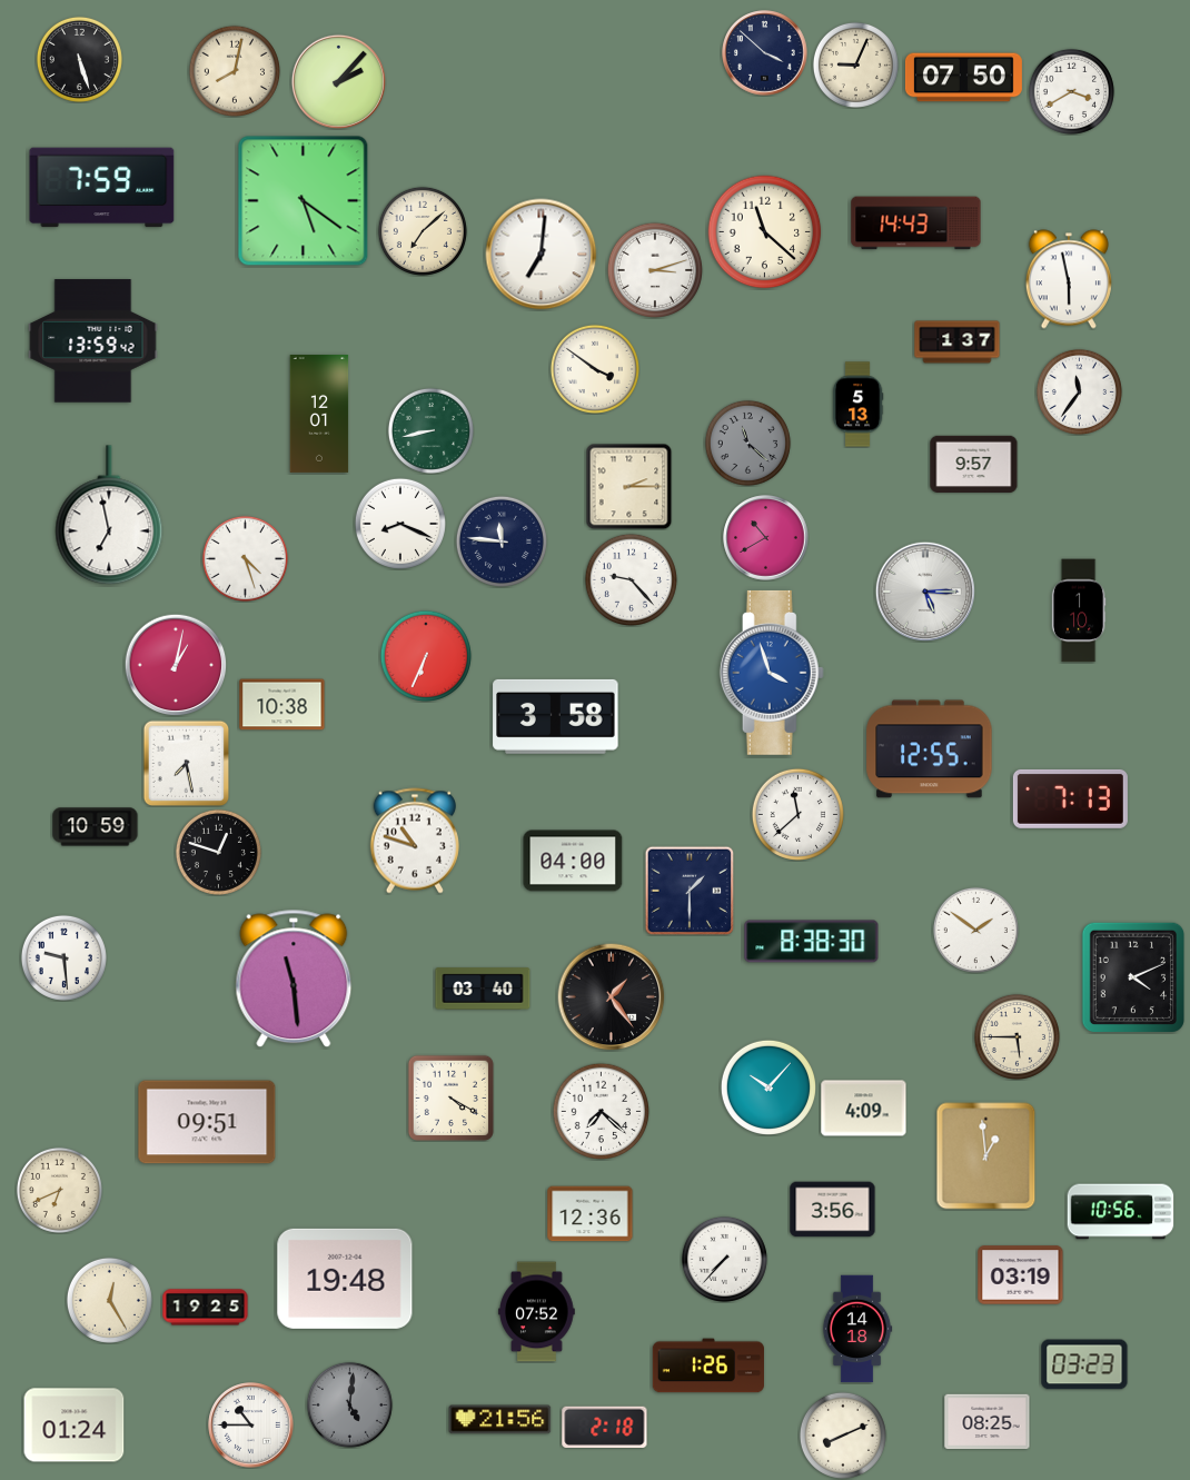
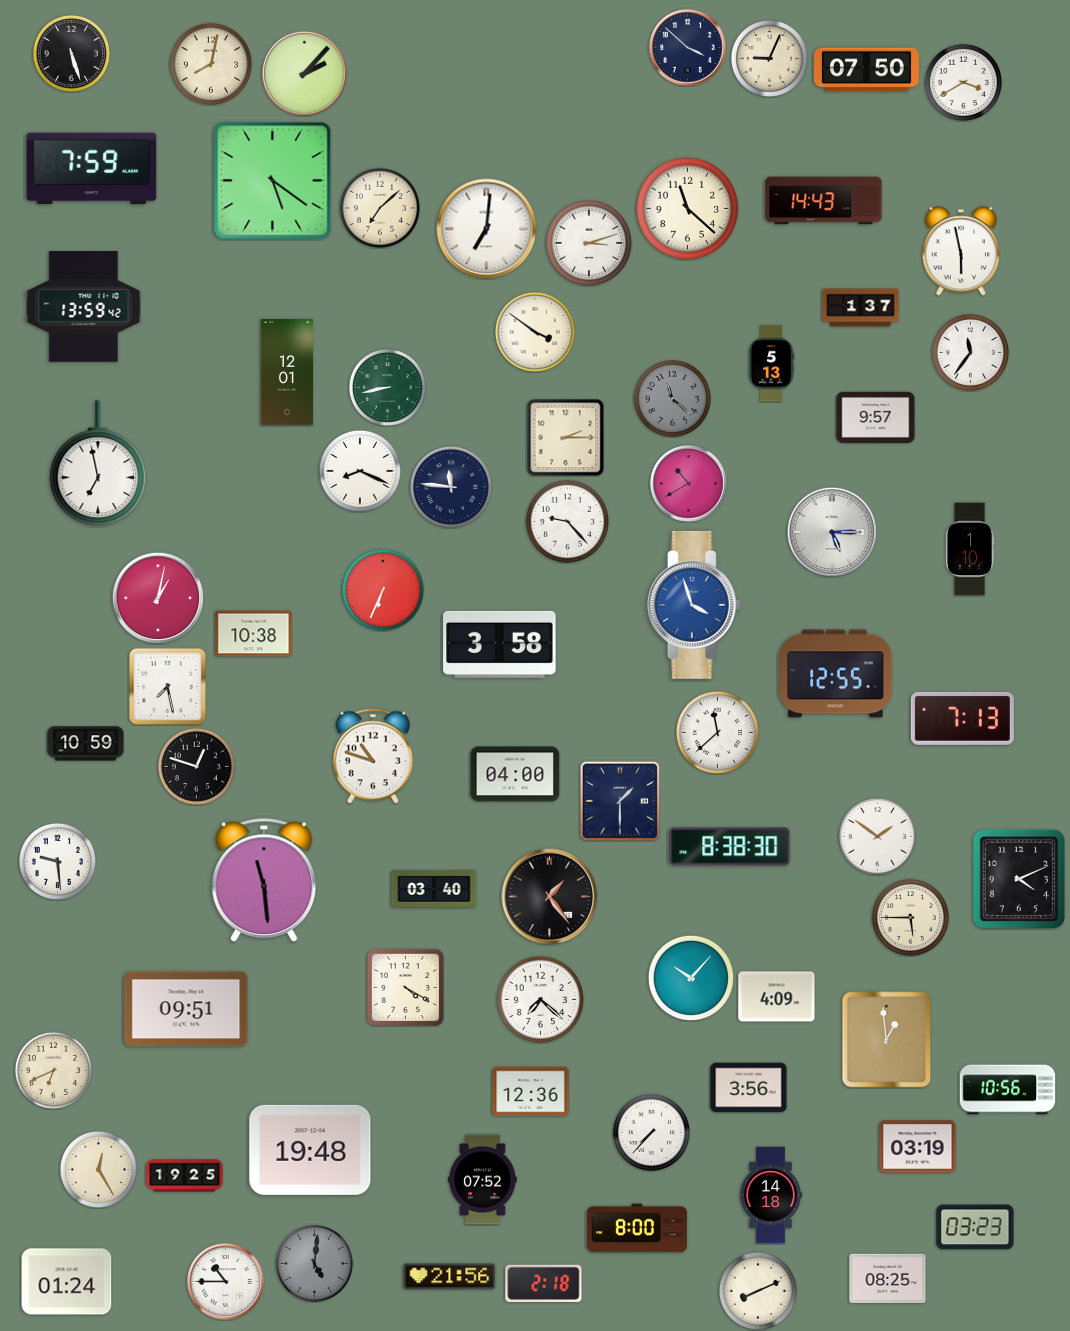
clock at (245, 558): 4:27 -> none
clock at (1017, 1036) position: (1017, 1036) -> (910, 917)
clock at (708, 1365): 1:26 -> 8:00
